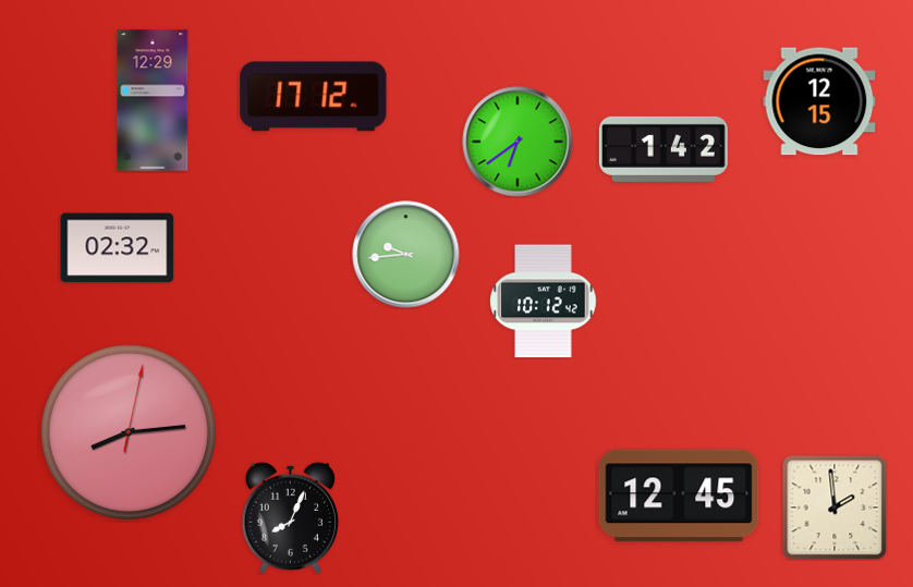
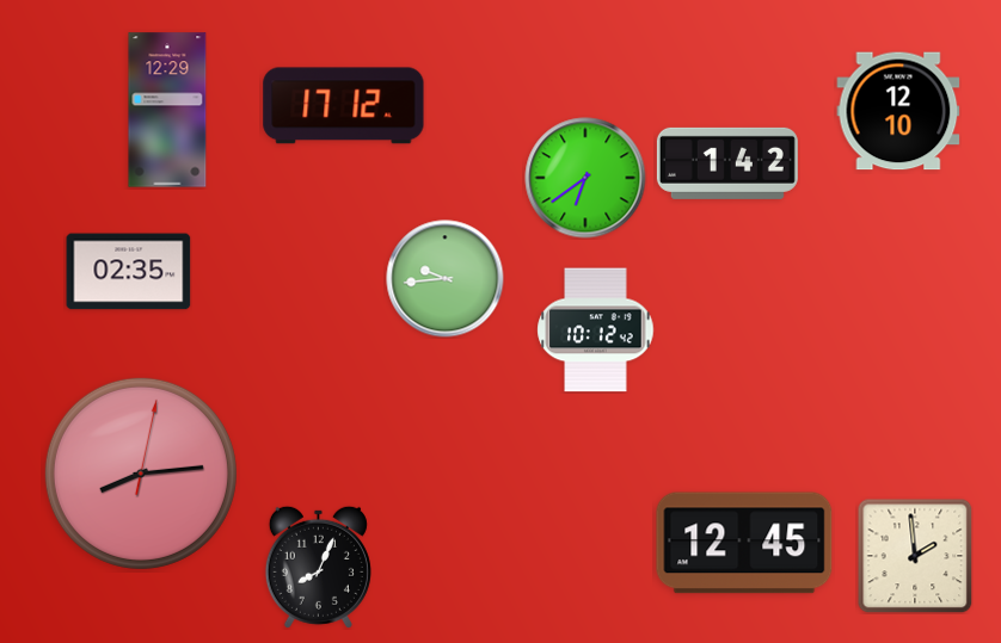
clock at (819, 101): 12:15 -> 12:10
clock at (518, 142) position: (518, 142) -> (585, 178)
clock at (118, 248): 02:32 -> 02:35
